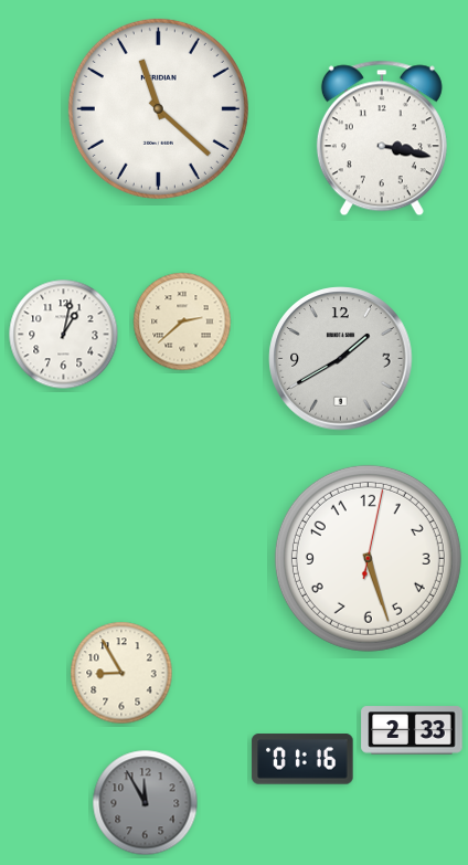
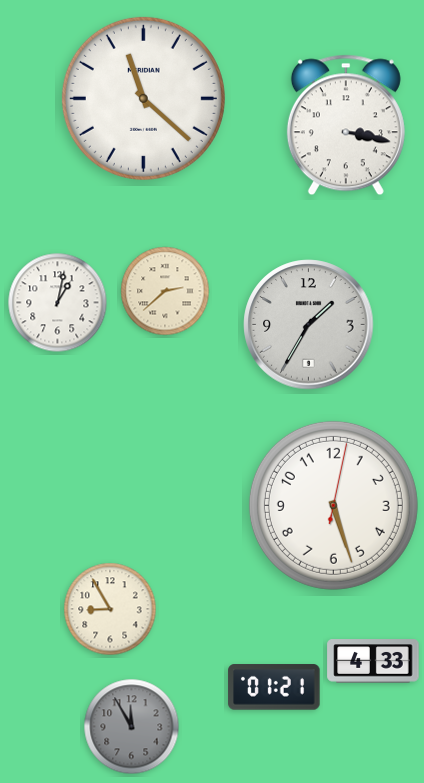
clock at (341, 359): 1:40 -> 1:35
clock at (412, 730): 2:33 -> 4:33
clock at (302, 759): 01:16 -> 01:21
